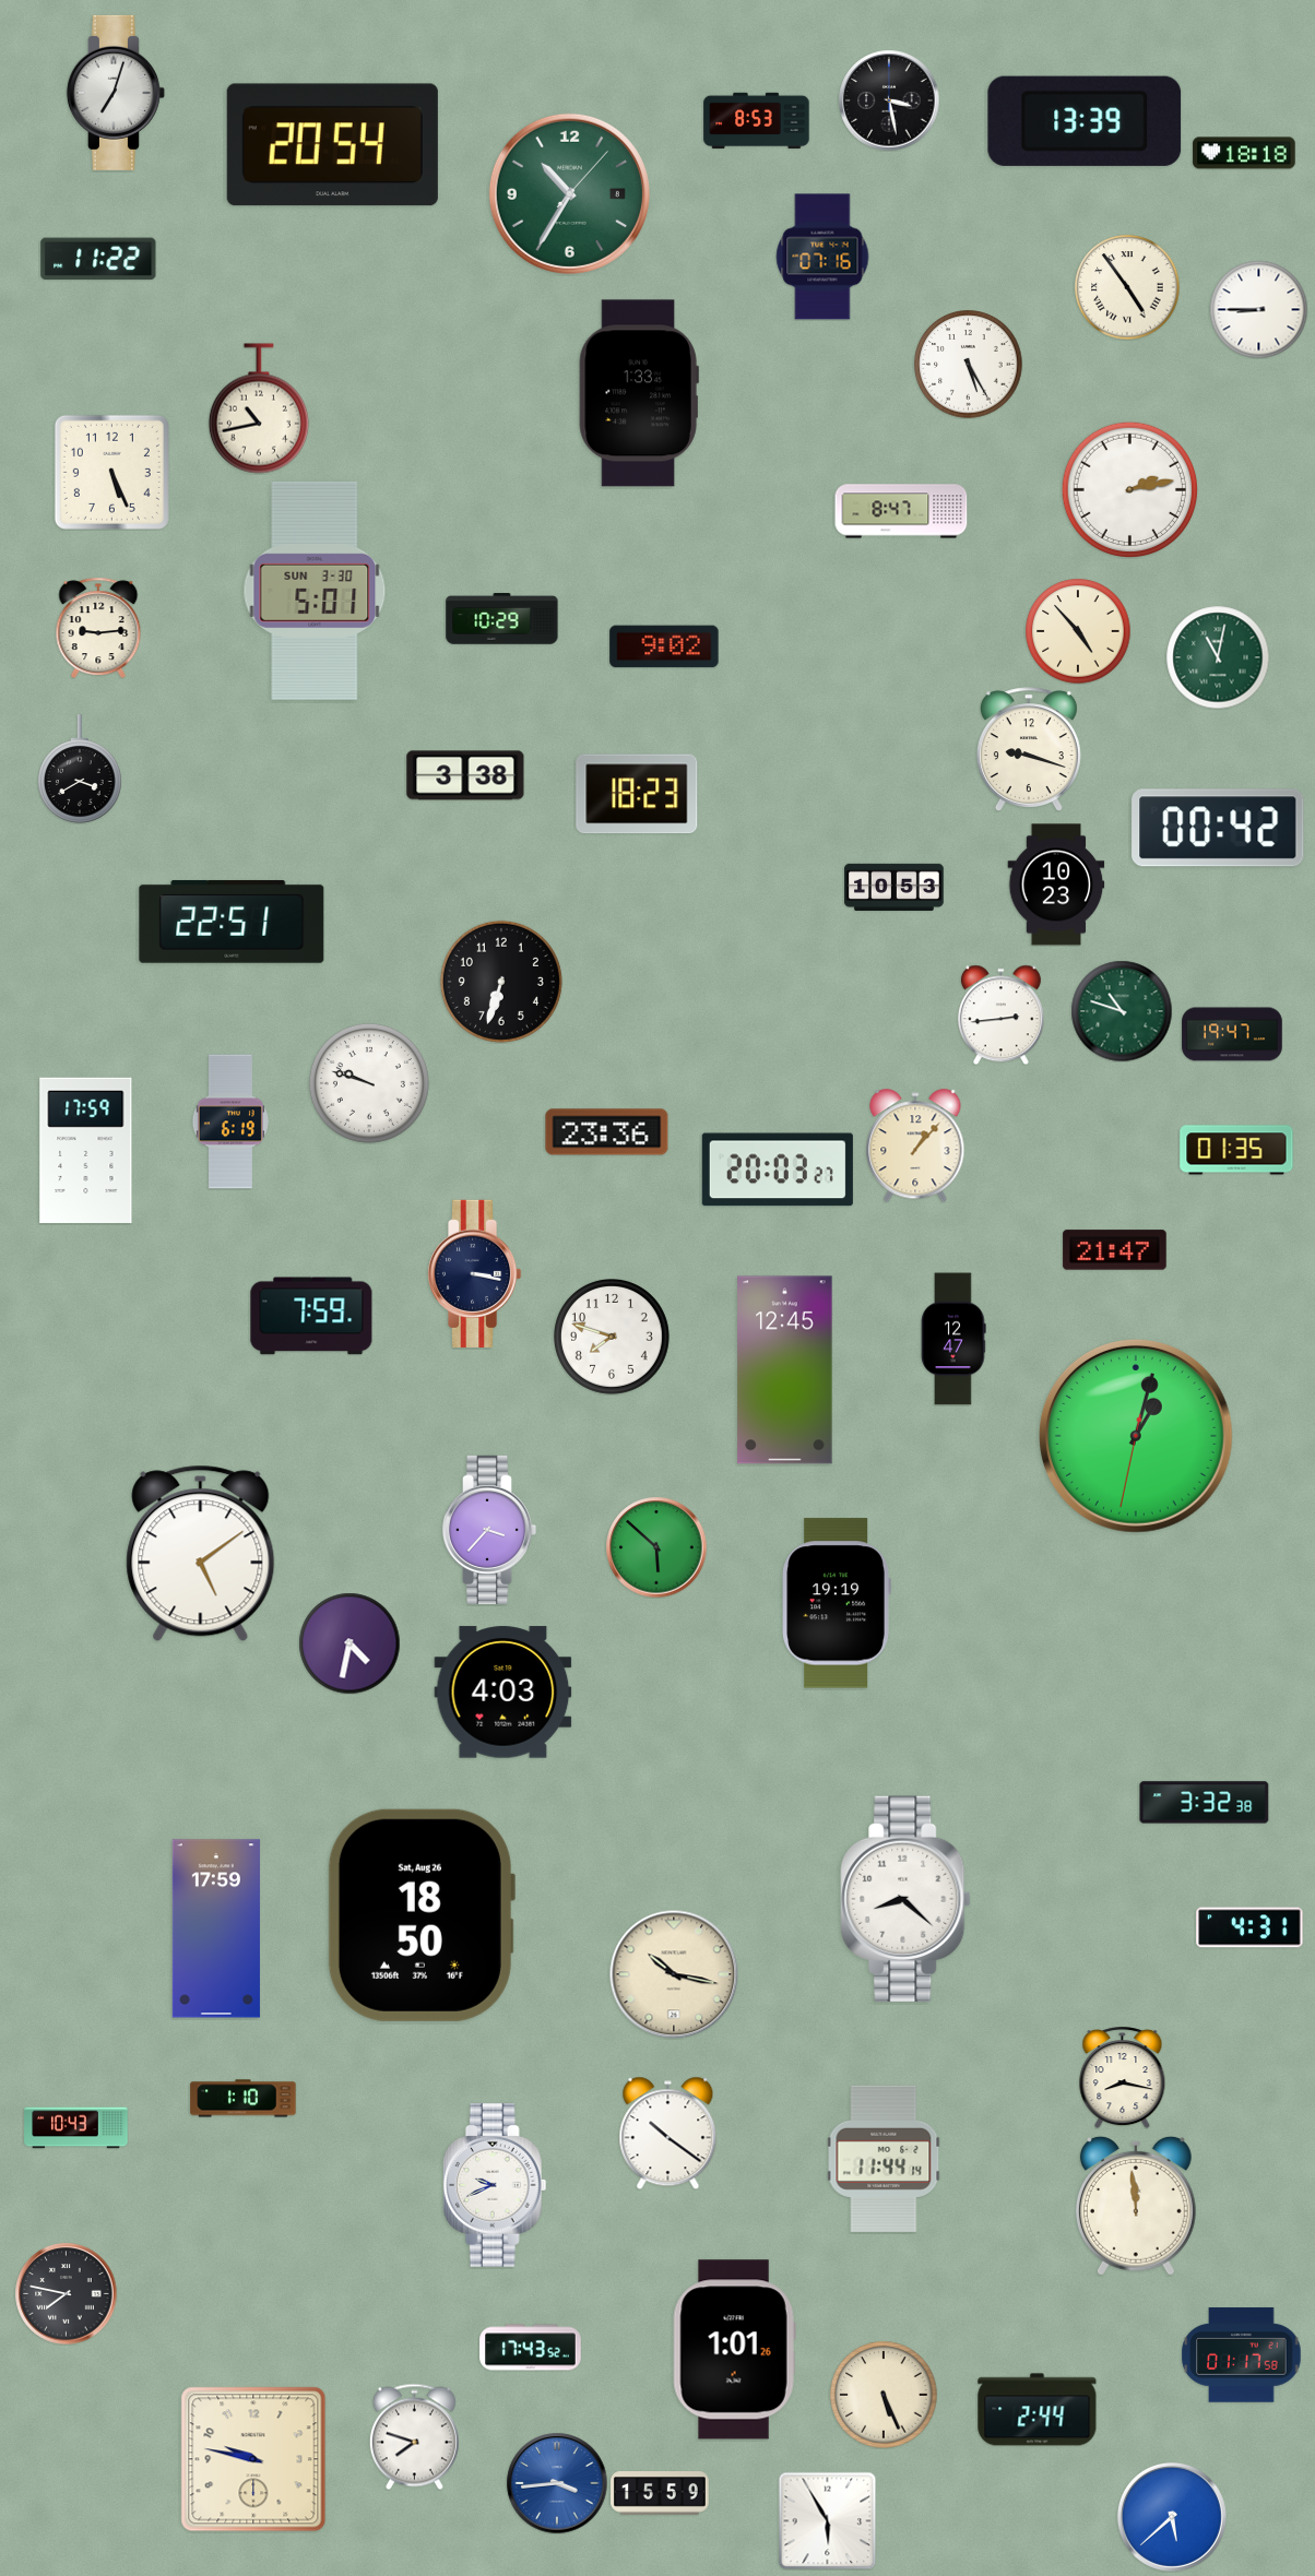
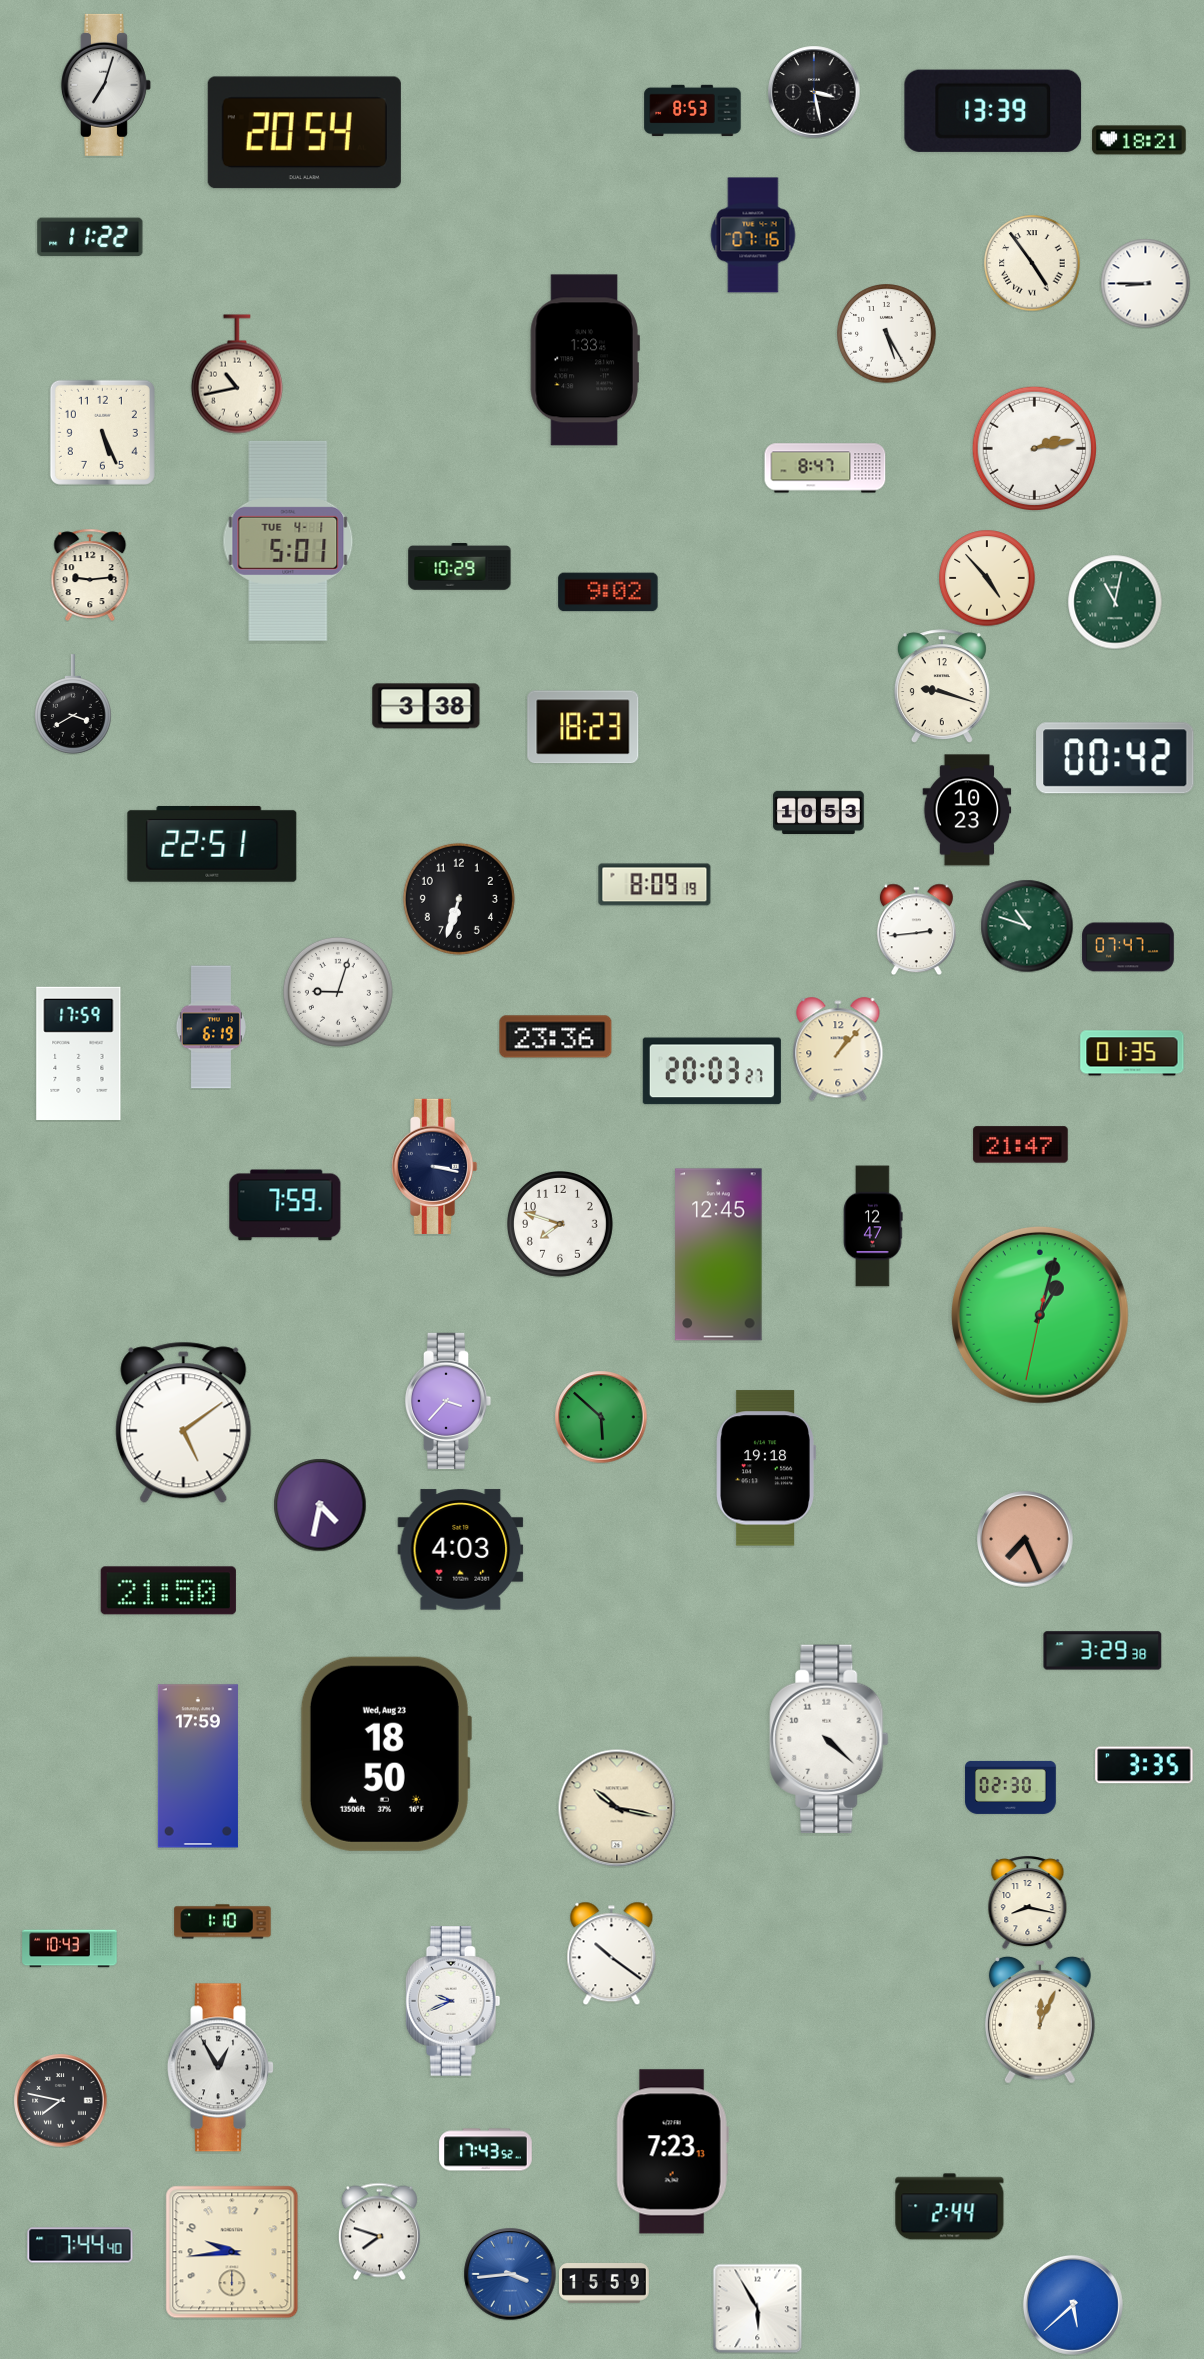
clock at (1244, 153): 18:18 -> 18:21
clock at (569, 193): 10:35 -> none
clock at (1258, 309) position: (1258, 309) -> (1145, 283)
clock at (315, 591) date: SUN 3-30 -> TUE 4-1
clock at (465, 775) position: (465, 775) -> (426, 706)
clock at (655, 885): none -> 8:09
clock at (1232, 1034): 19:47 -> 07:47
clock at (369, 1083): 9:48 -> 9:03
clock at (837, 1603): 19:19 -> 19:18
clock at (1025, 1539): none -> 7:26
clock at (168, 1591): none -> 21:50
clock at (1205, 1803): 3:32 -> 3:29
clock at (905, 1899): 8:22 -> 4:22
clock at (420, 1915) date: Sat, Aug 26 -> Wed, Aug 23
clock at (1249, 1927): 4:31 -> 3:35
clock at (1011, 1787): none -> 02:30
clock at (884, 2159): 11:44 -> none
clock at (1136, 2206): 11:59 -> 12:04
clock at (221, 2068): none -> 12:55
clock at (734, 2350): 1:01 -> 7:23
clock at (1242, 2355): 01:17 -> none
clock at (884, 2395): 5:26 -> none
clock at (80, 2245): none -> 7:44
clock at (253, 2459): 9:47 -> 9:44
